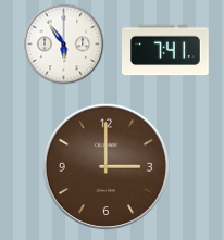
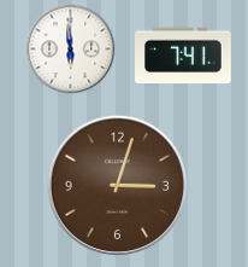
clock at (64, 45): 5:54 -> 5:59
clock at (107, 167): 3:00 -> 3:03
